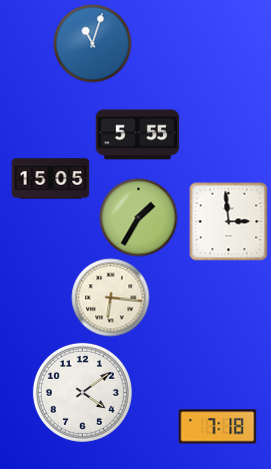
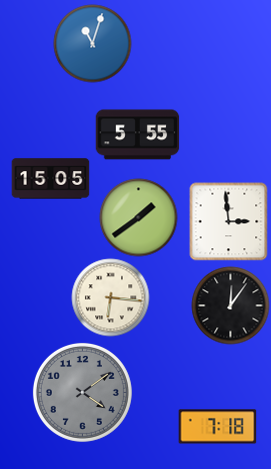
clock at (138, 217): 1:35 -> 1:39
clock at (230, 305): none -> 12:06
clock at (82, 392) dial: white -> grey
